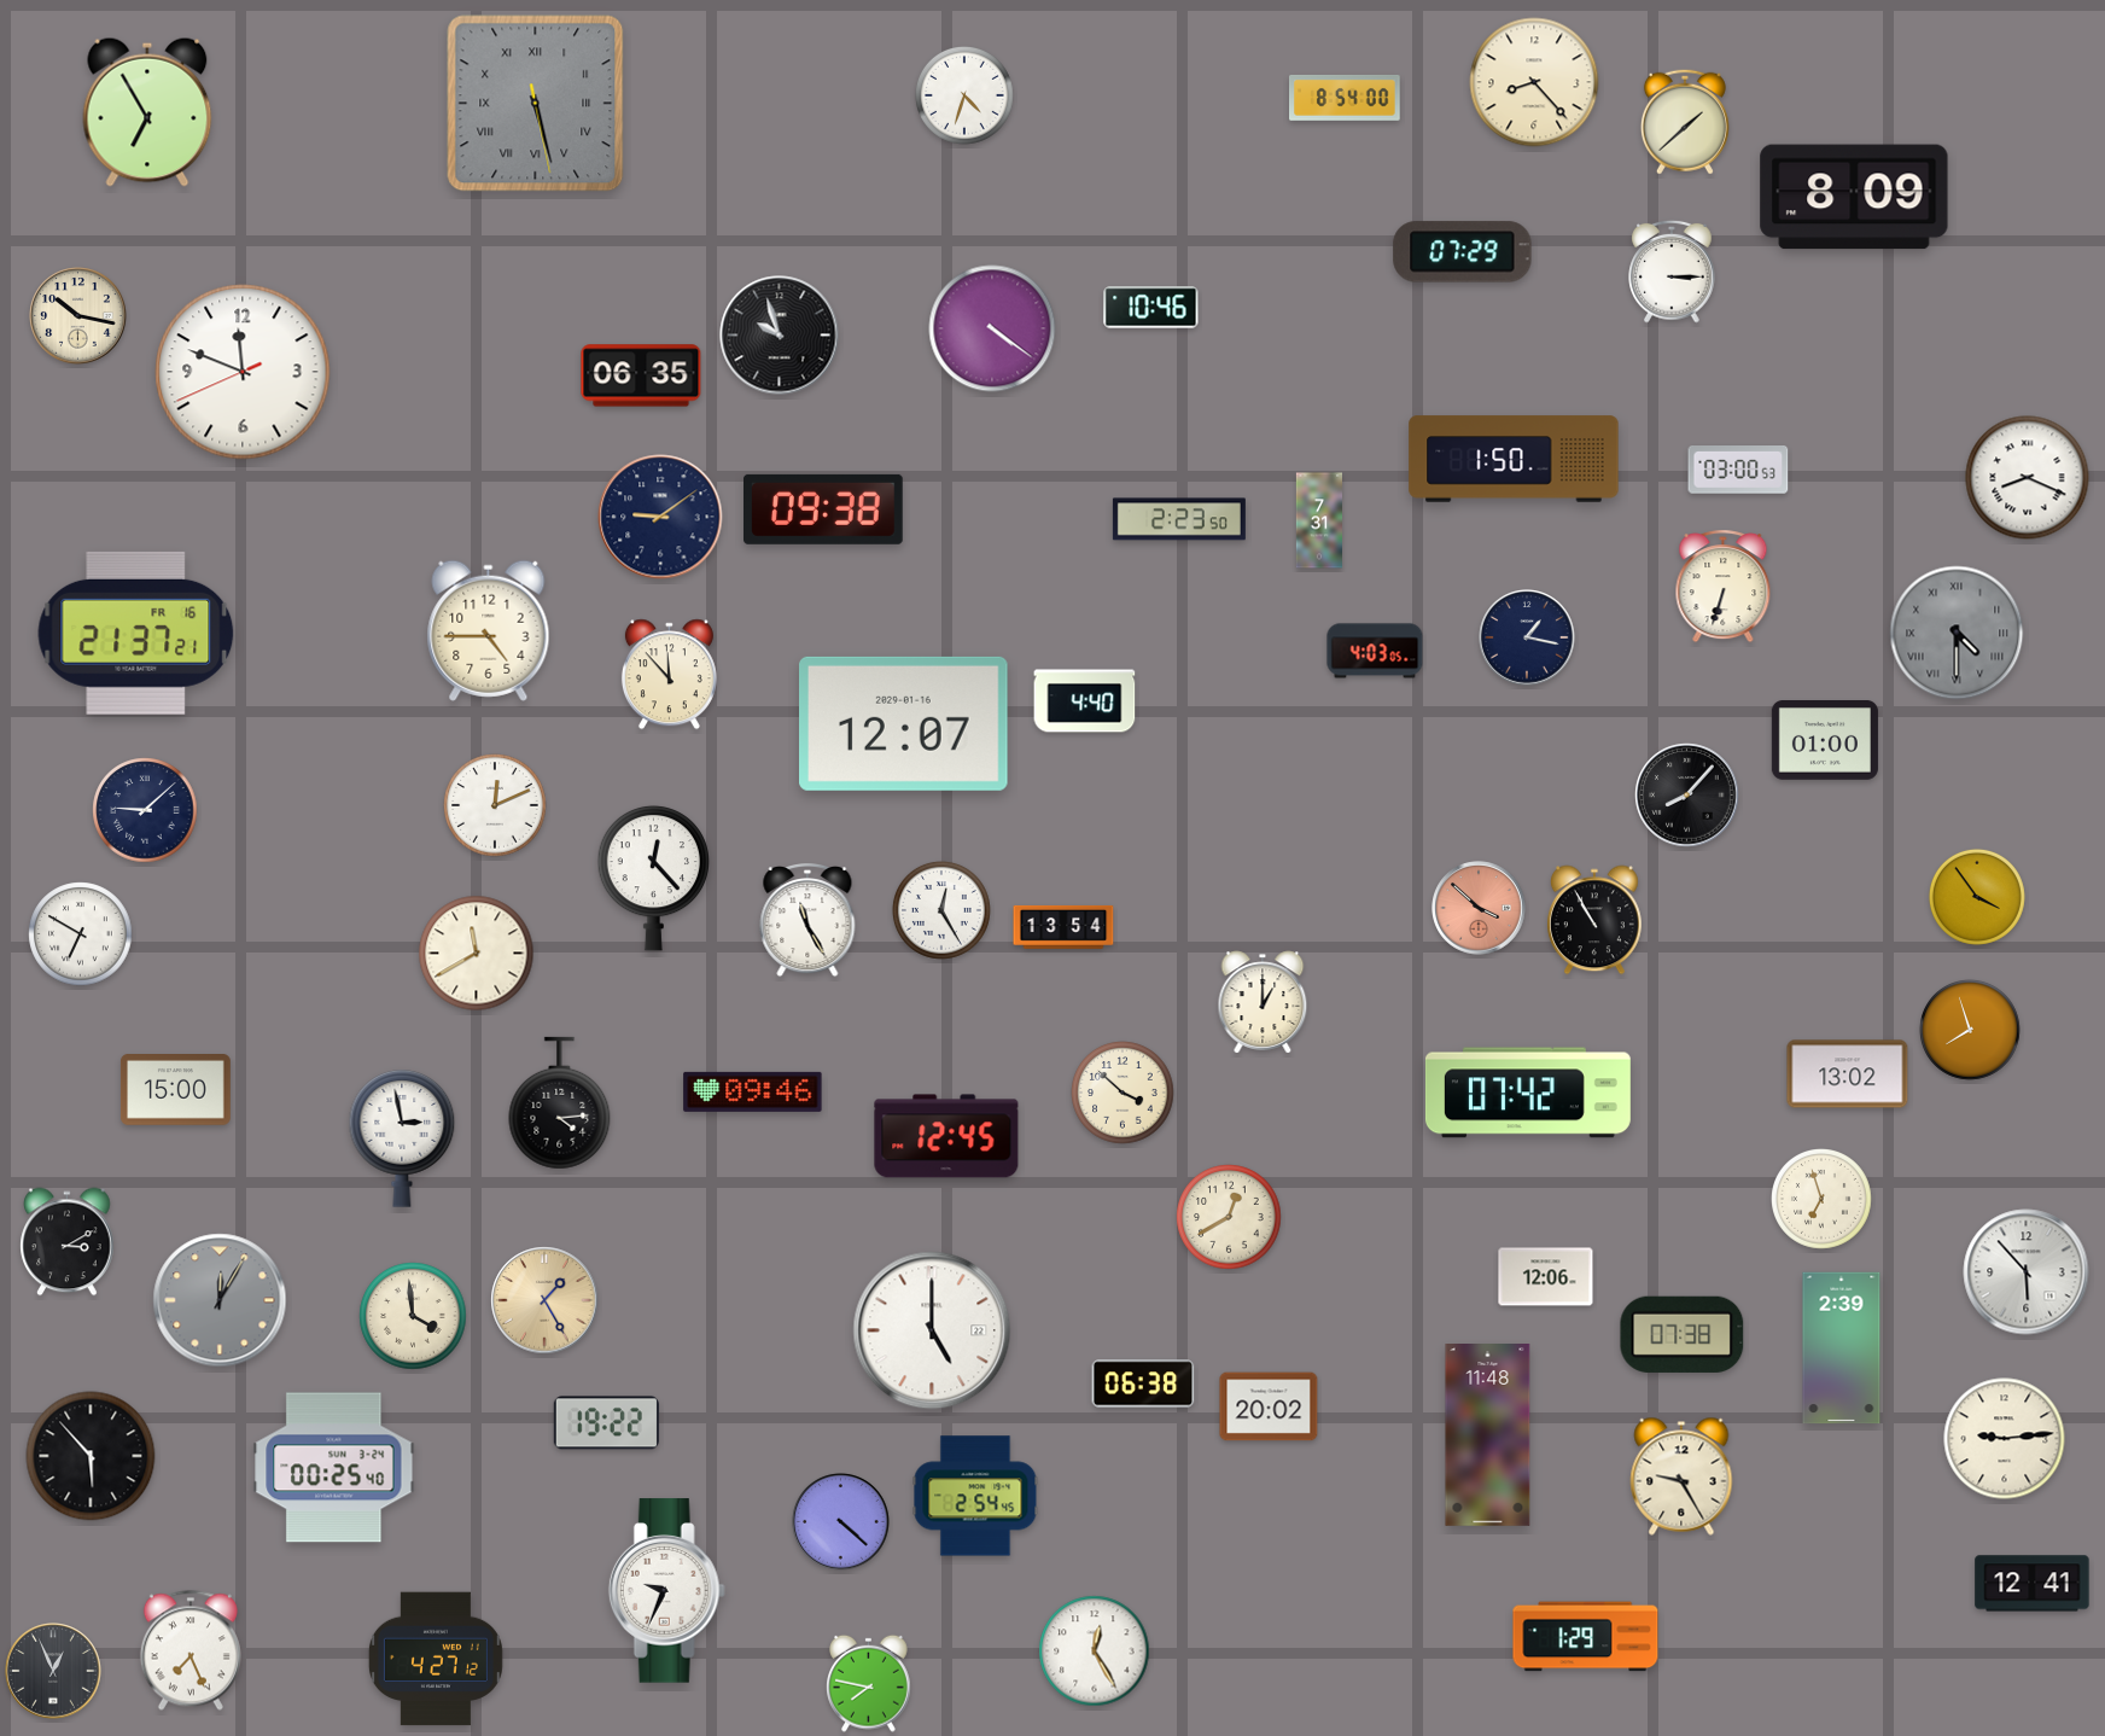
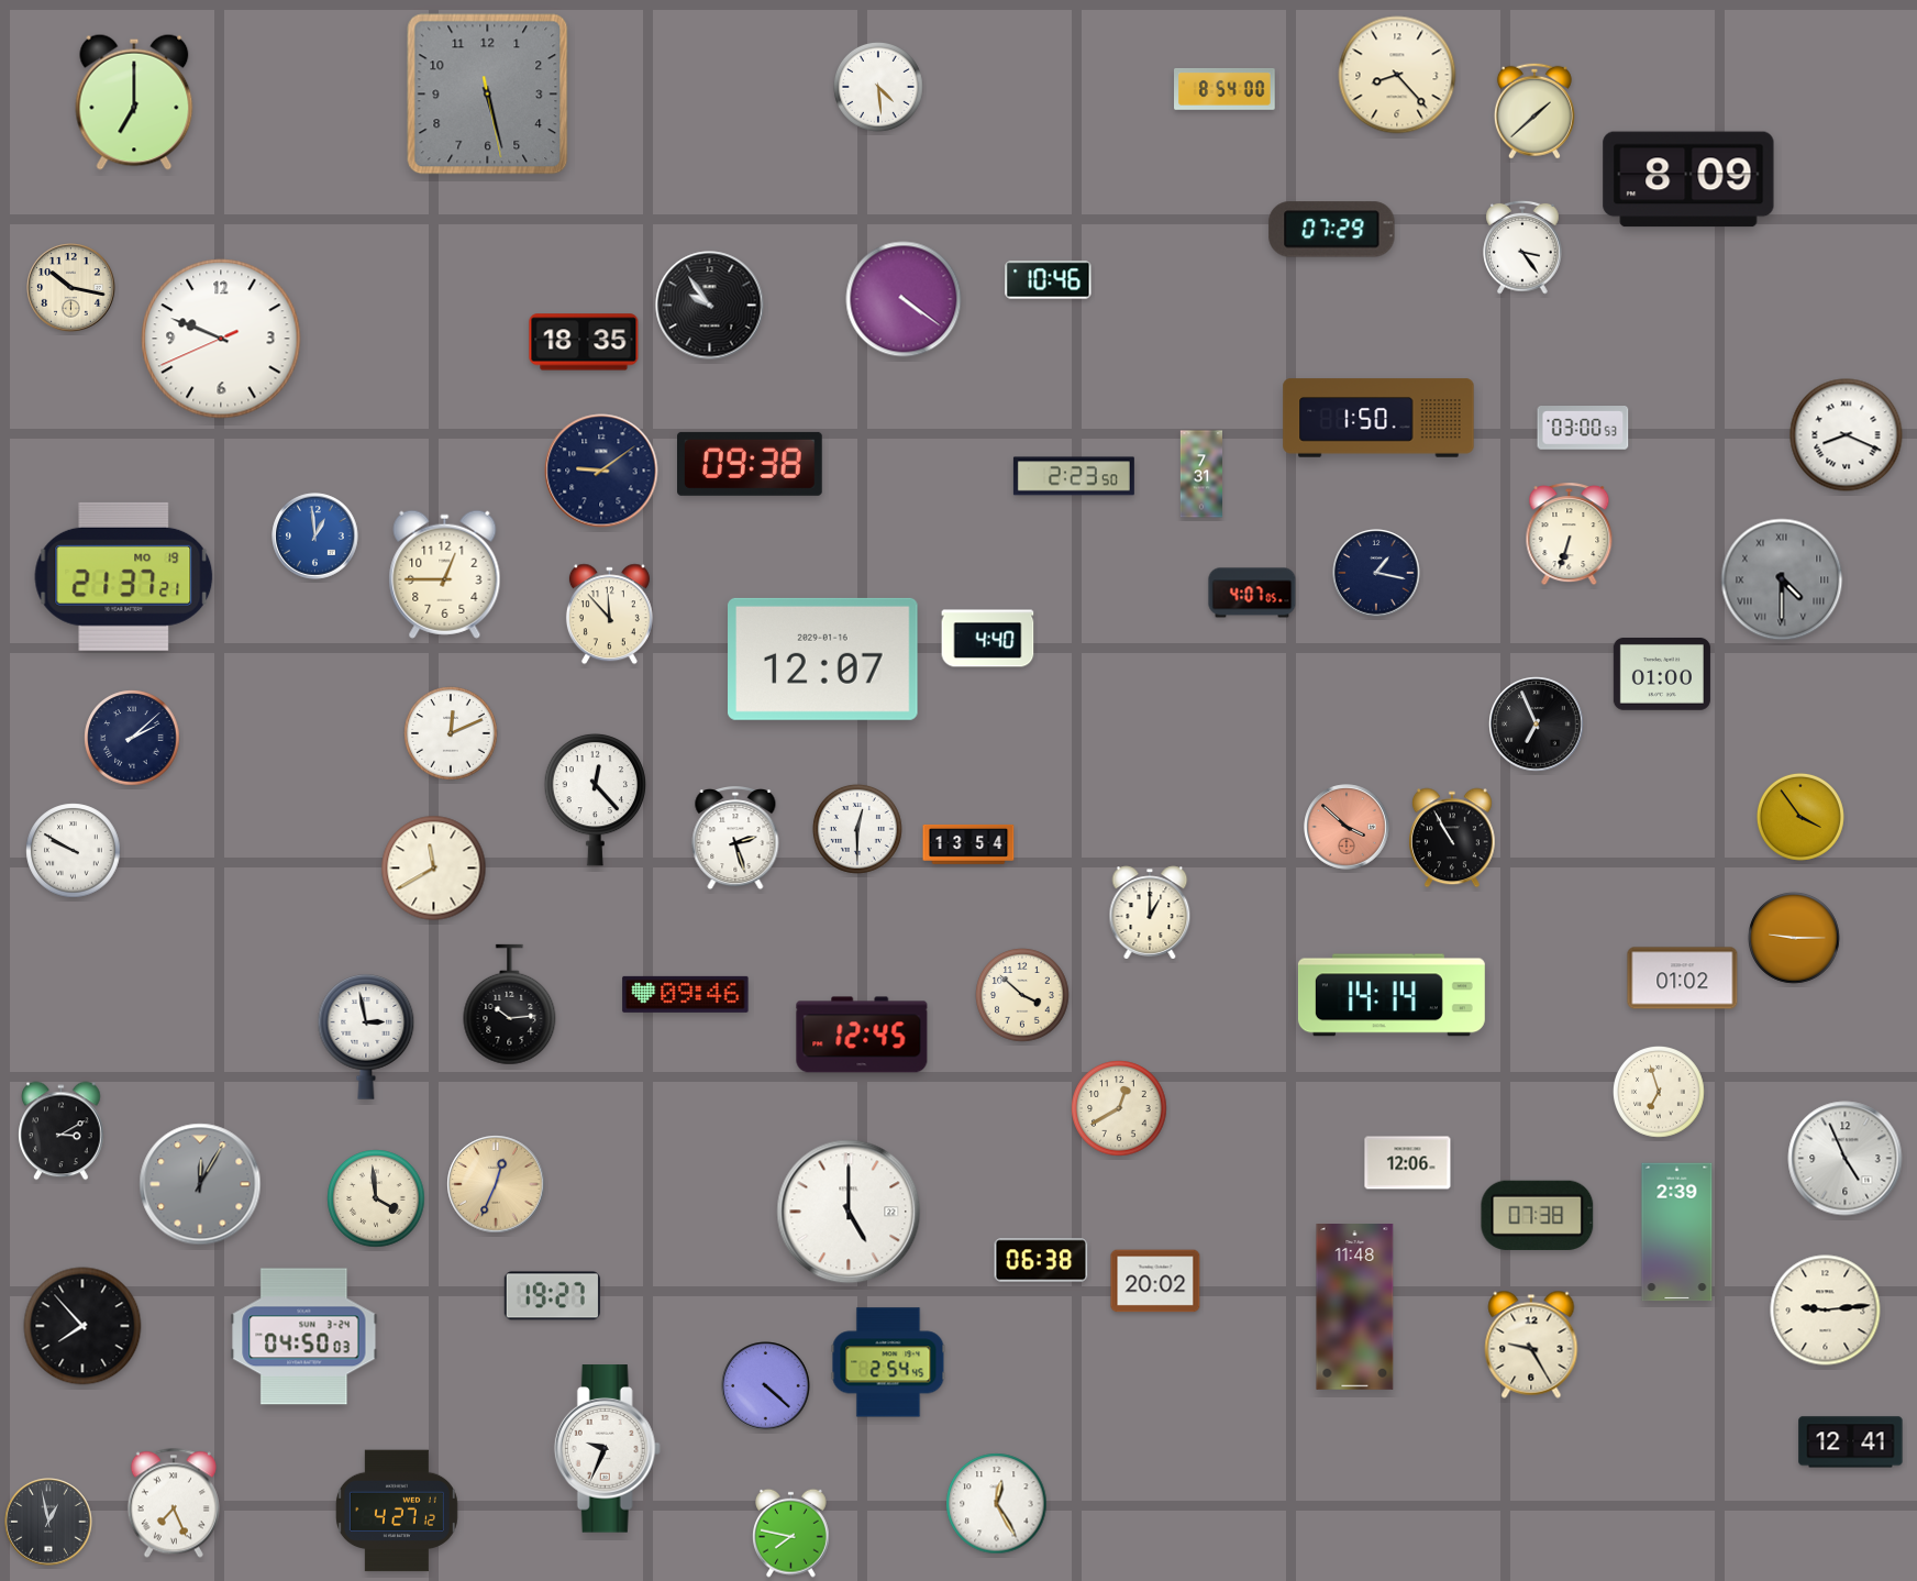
clock at (964, 95): 4:33 -> 4:29
clock at (536, 104) numerals: Roman -> Arabic
clock at (147, 112): 6:55 -> 7:00
clock at (1672, 272): 3:15 -> 3:24
clock at (780, 336): 9:57 -> 9:54
clock at (243, 372): 11:48 -> 9:48
clock at (641, 375): 06:35 -> 18:35
clock at (1179, 519) position: (1179, 519) -> (1074, 476)
clock at (315, 537): none -> 12:59
clock at (489, 630): 4:45 -> 12:45
clock at (136, 633) date: FR 16 -> MO 19
clock at (1957, 633) position: (1957, 633) -> (1782, 579)
clock at (1527, 637) position: (1527, 637) -> (1376, 573)
clock at (1375, 651): 4:03 -> 4:07
clock at (1687, 796): 8:07 -> 6:56
clock at (145, 810): 9:08 -> 2:08
clock at (941, 910): 12:25 -> 12:30
clock at (807, 921): 11:25 -> 2:27
clock at (81, 934): 6:50 -> 9:50
clock at (1971, 1031): 7:57 -> 9:15
clock at (1848, 1074): 13:02 -> 01:02
clock at (175, 1090): 15:00 -> none
clock at (1528, 1093): 07:42 -> 14:14
clock at (560, 1103): 4:14 -> 10:14
clock at (2027, 1272): 5:53 -> 4:56
clock at (544, 1300): 1:25 -> 12:34
clock at (1683, 1334) position: (1683, 1334) -> (1538, 1215)
clock at (1842, 1348) position: (1842, 1348) -> (1677, 1232)
clock at (606, 1423): 19:22 -> 19:27
clock at (91, 1456): 5:53 -> 7:53
clock at (334, 1468): 00:25 -> 04:50
clock at (1586, 1637): 1:29 -> none
clock at (53, 1671): 12:56 -> 12:58
